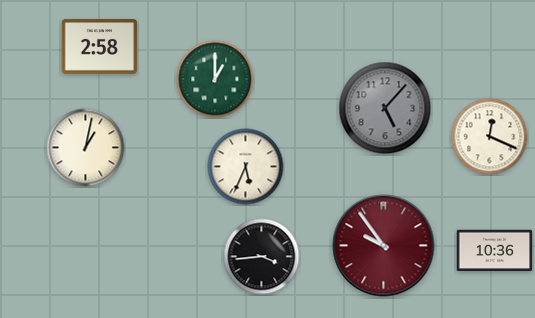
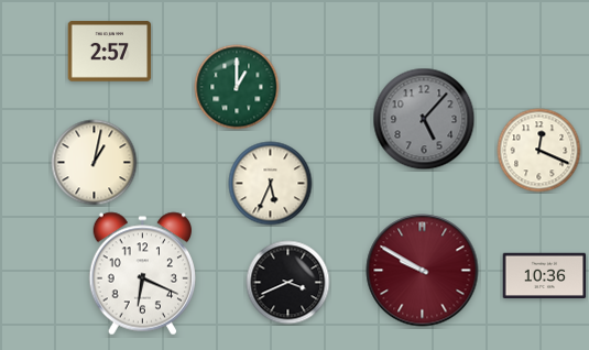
clock at (100, 47): 2:58 -> 2:57
clock at (384, 246): 9:54 -> 9:50
clock at (143, 274): none -> 6:19
clock at (262, 257): 3:44 -> 3:41
